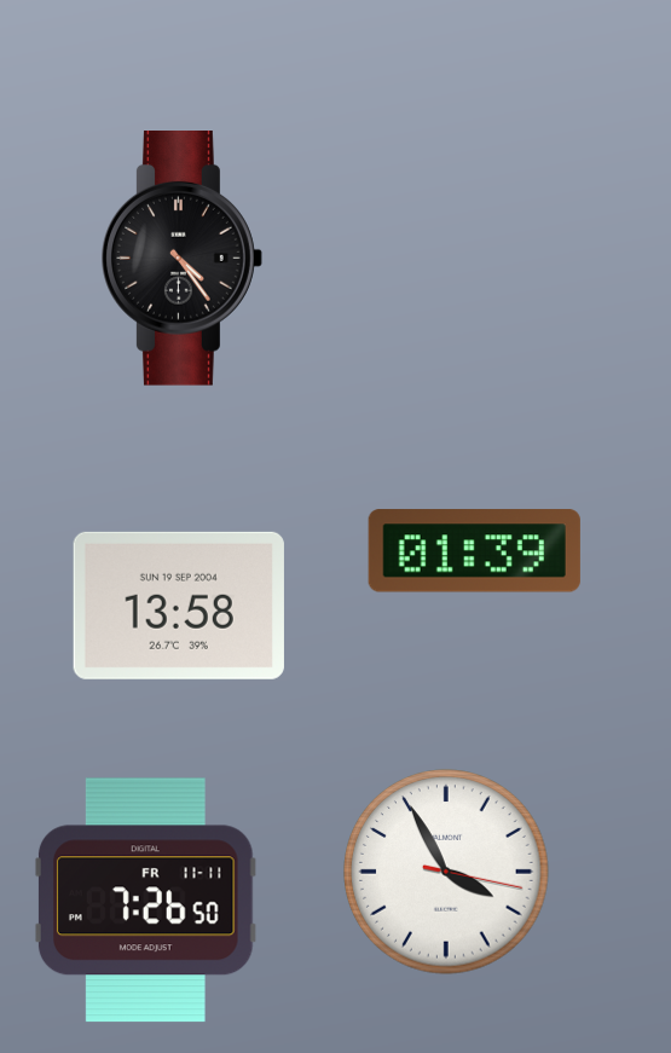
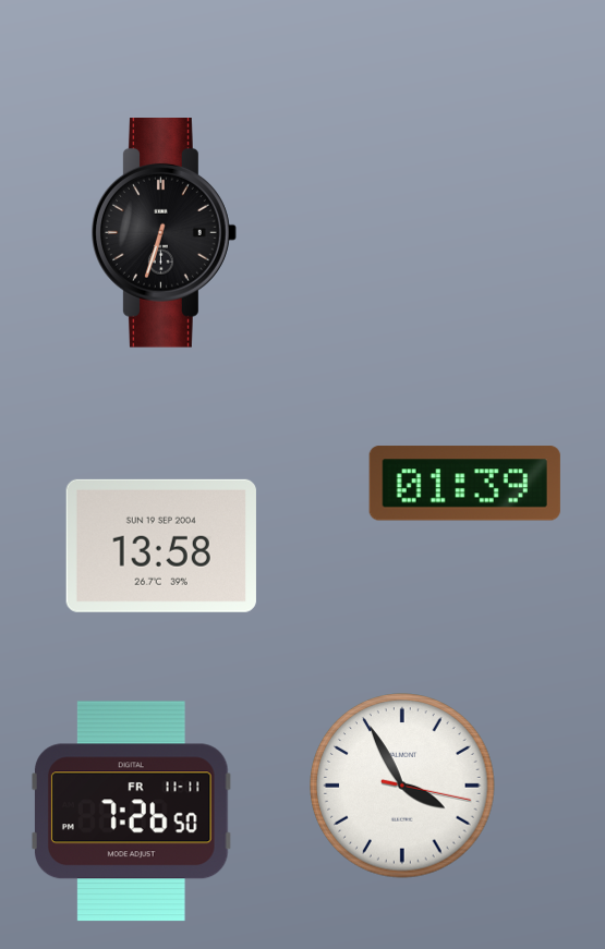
clock at (183, 259): 4:24 -> 6:33
clock at (474, 551) position: (474, 551) -> (464, 484)
